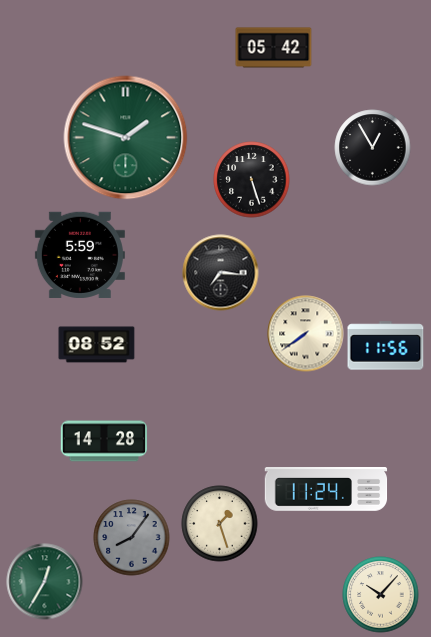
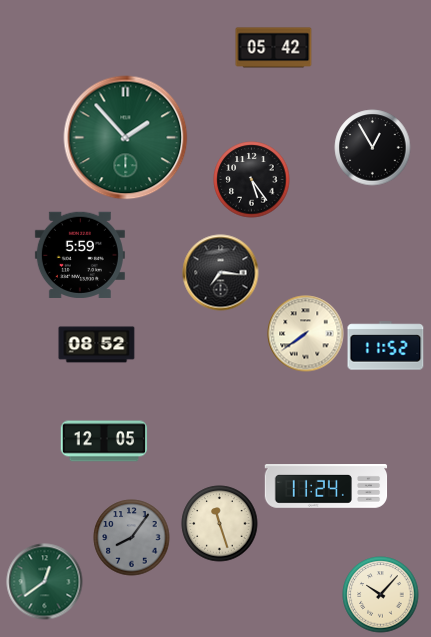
clock at (126, 138): 1:48 -> 1:53
clock at (252, 180): 5:27 -> 5:24
clock at (386, 346): 11:56 -> 11:52
clock at (104, 441): 14:28 -> 12:05
clock at (326, 490) position: (326, 490) -> (326, 487)
clock at (220, 524): 1:27 -> 11:27
clock at (45, 582): 12:35 -> 12:39
